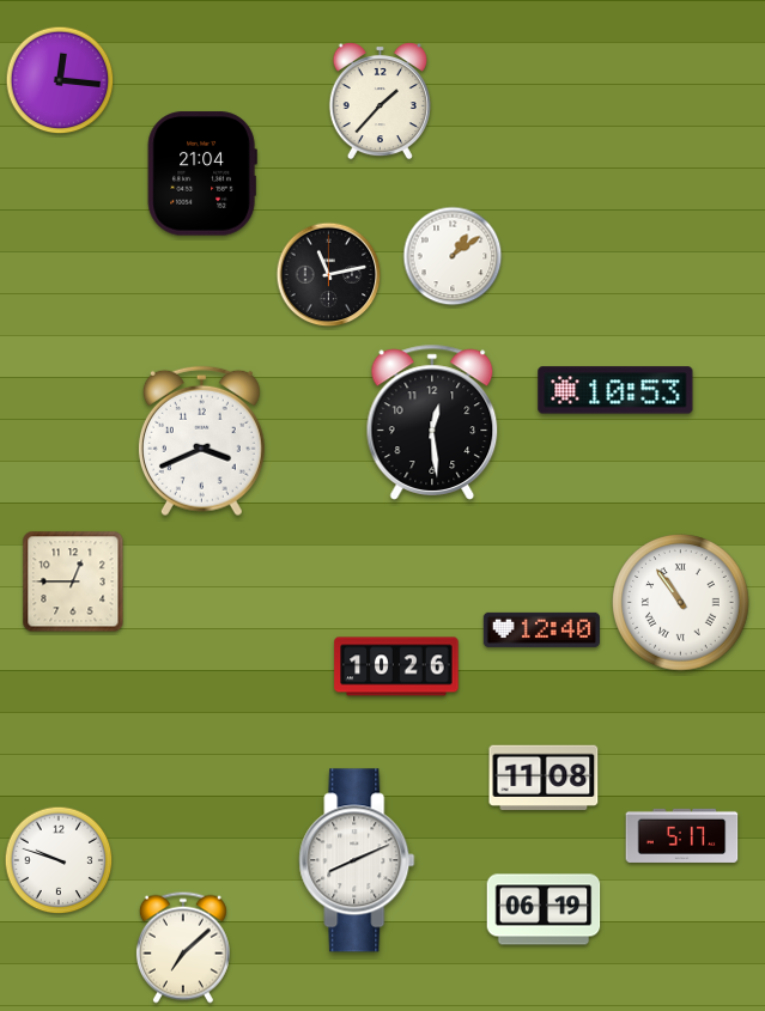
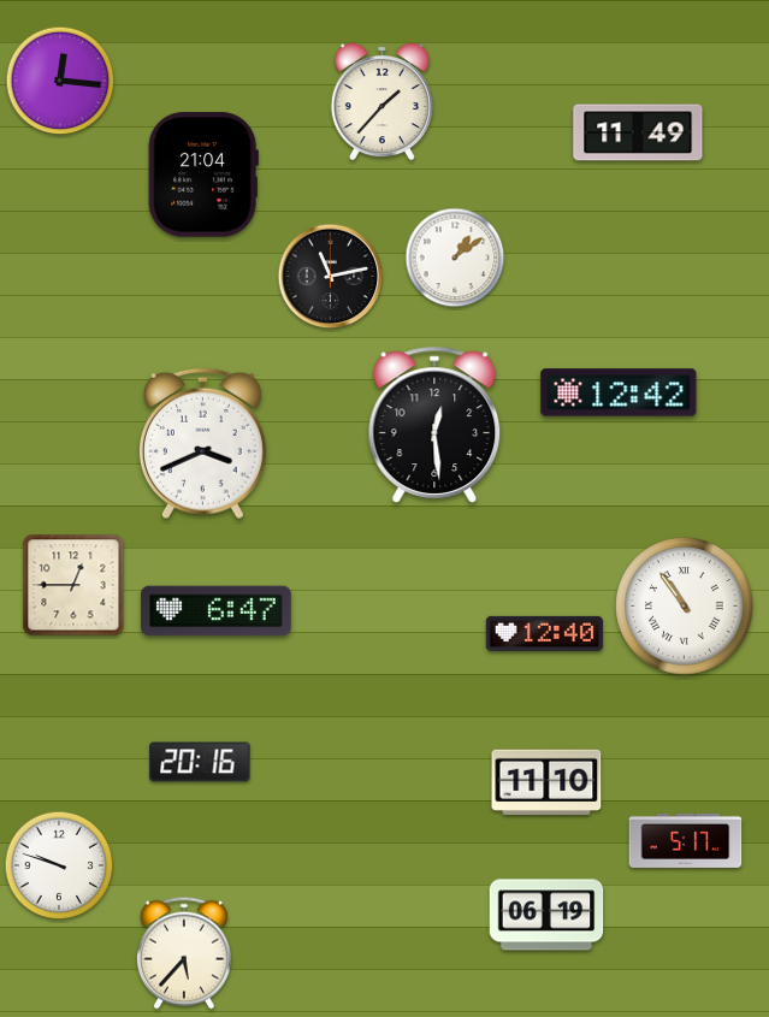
clock at (638, 132): none -> 11:49
clock at (615, 390): 10:53 -> 12:42
clock at (217, 611): none -> 6:47
clock at (396, 666): 10:26 -> none
clock at (200, 762): none -> 20:16
clock at (544, 776): 11:08 -> 11:10
clock at (357, 860): 8:11 -> none
clock at (183, 948): 7:08 -> 5:37
